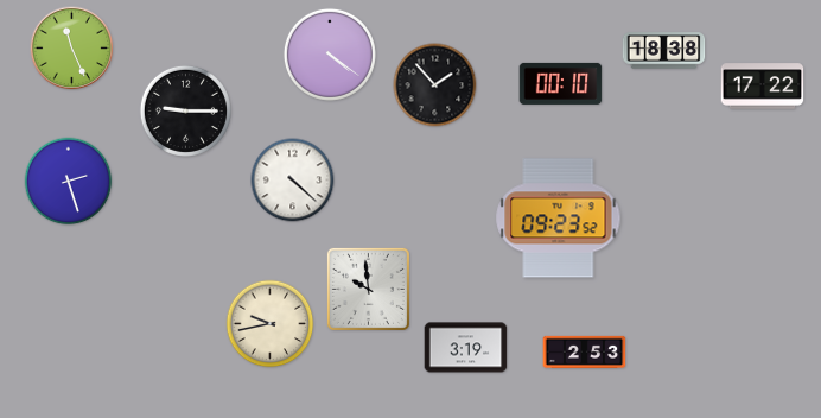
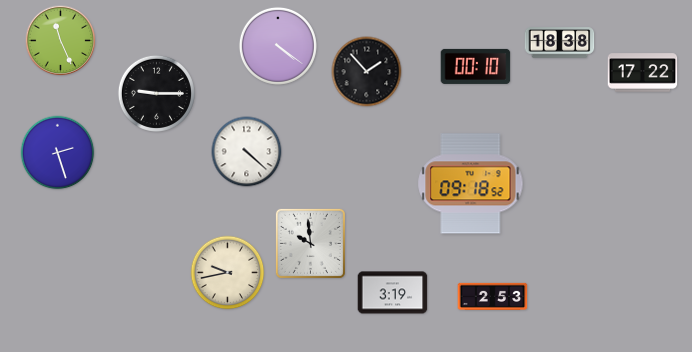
clock at (561, 83) position: (561, 83) -> (476, 66)
clock at (559, 218): 09:23 -> 09:18
